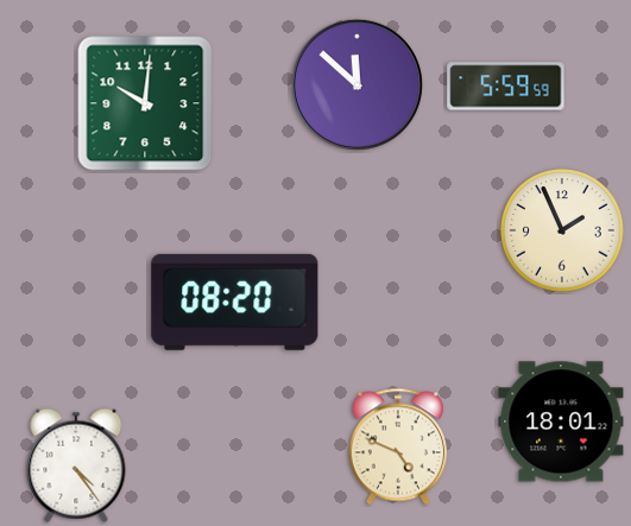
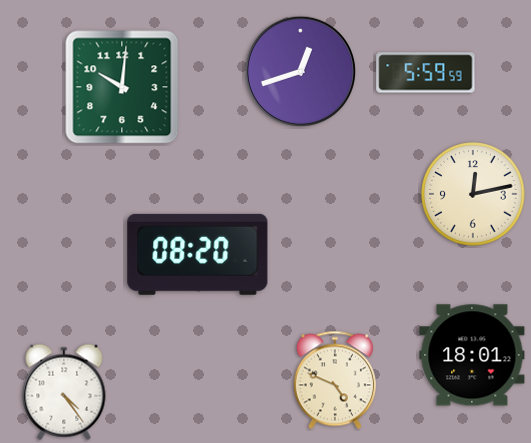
clock at (356, 84): 11:52 -> 12:42
clock at (562, 230): 1:56 -> 12:13
clock at (398, 446) position: (398, 446) -> (335, 380)
